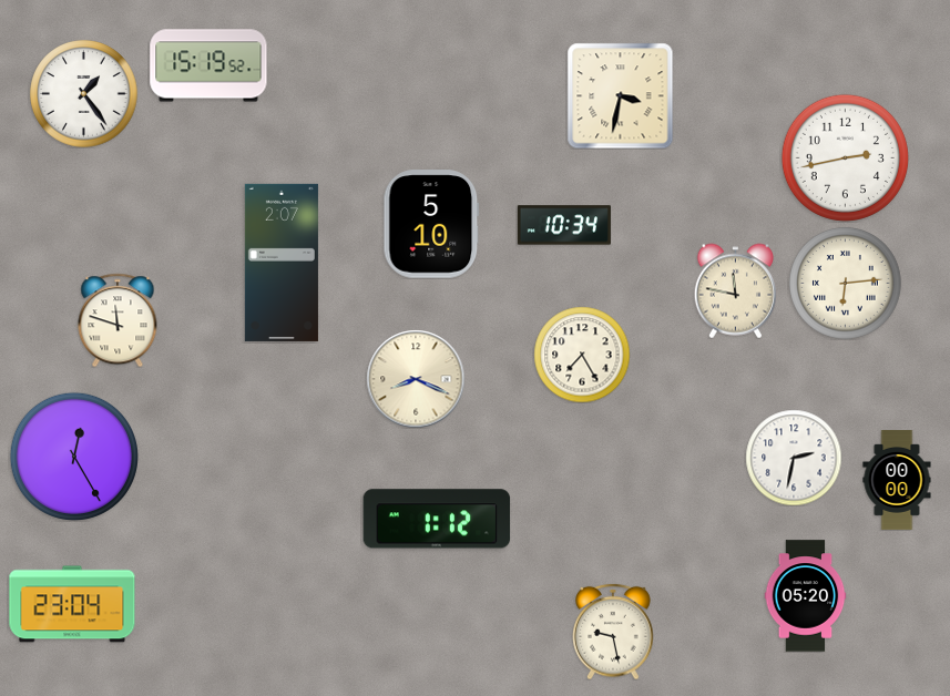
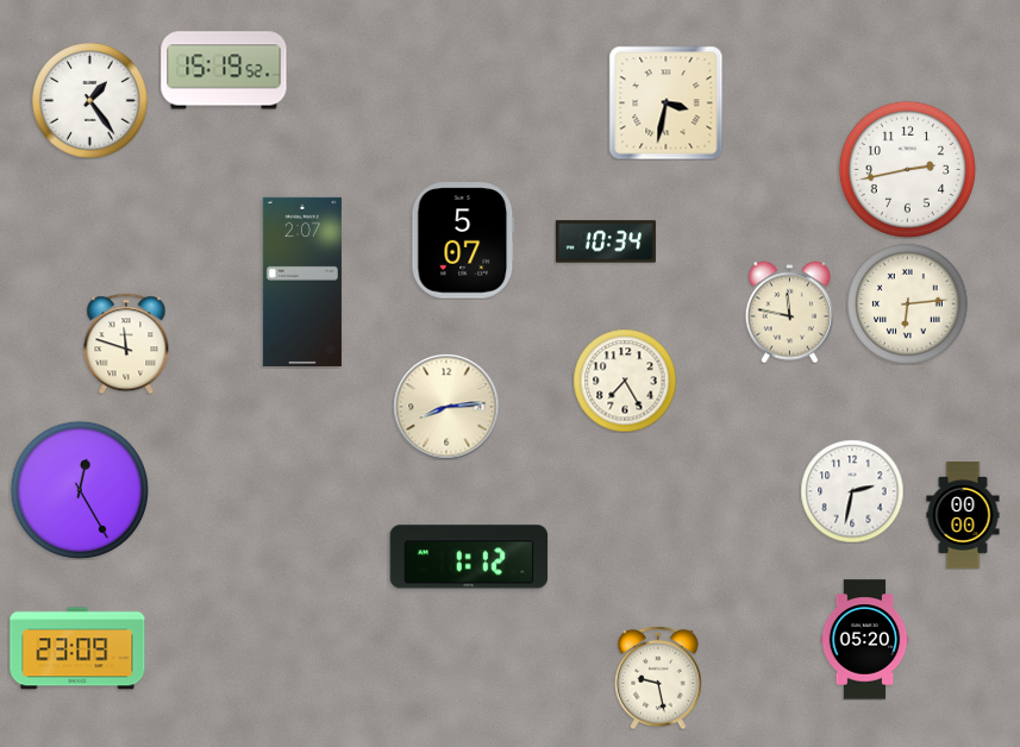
clock at (431, 224): 5:10 -> 5:07
clock at (416, 379): 8:19 -> 8:14
clock at (72, 604): 23:04 -> 23:09
